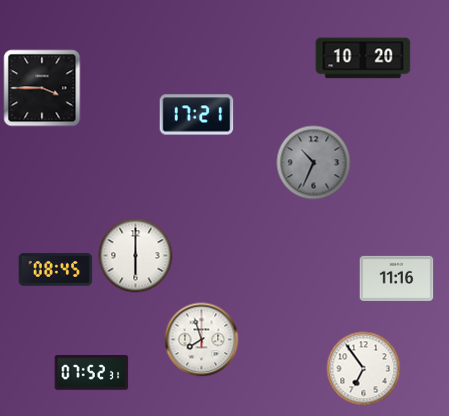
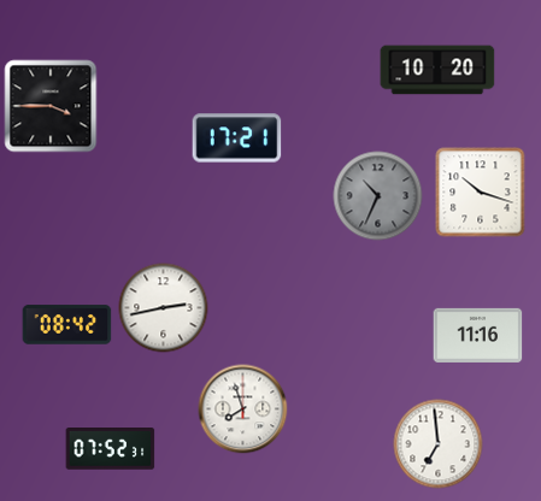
clock at (481, 193): none -> 10:18
clock at (136, 256): 6:00 -> 2:43
clock at (56, 270): 08:45 -> 08:42
clock at (364, 369): 6:54 -> 6:59
